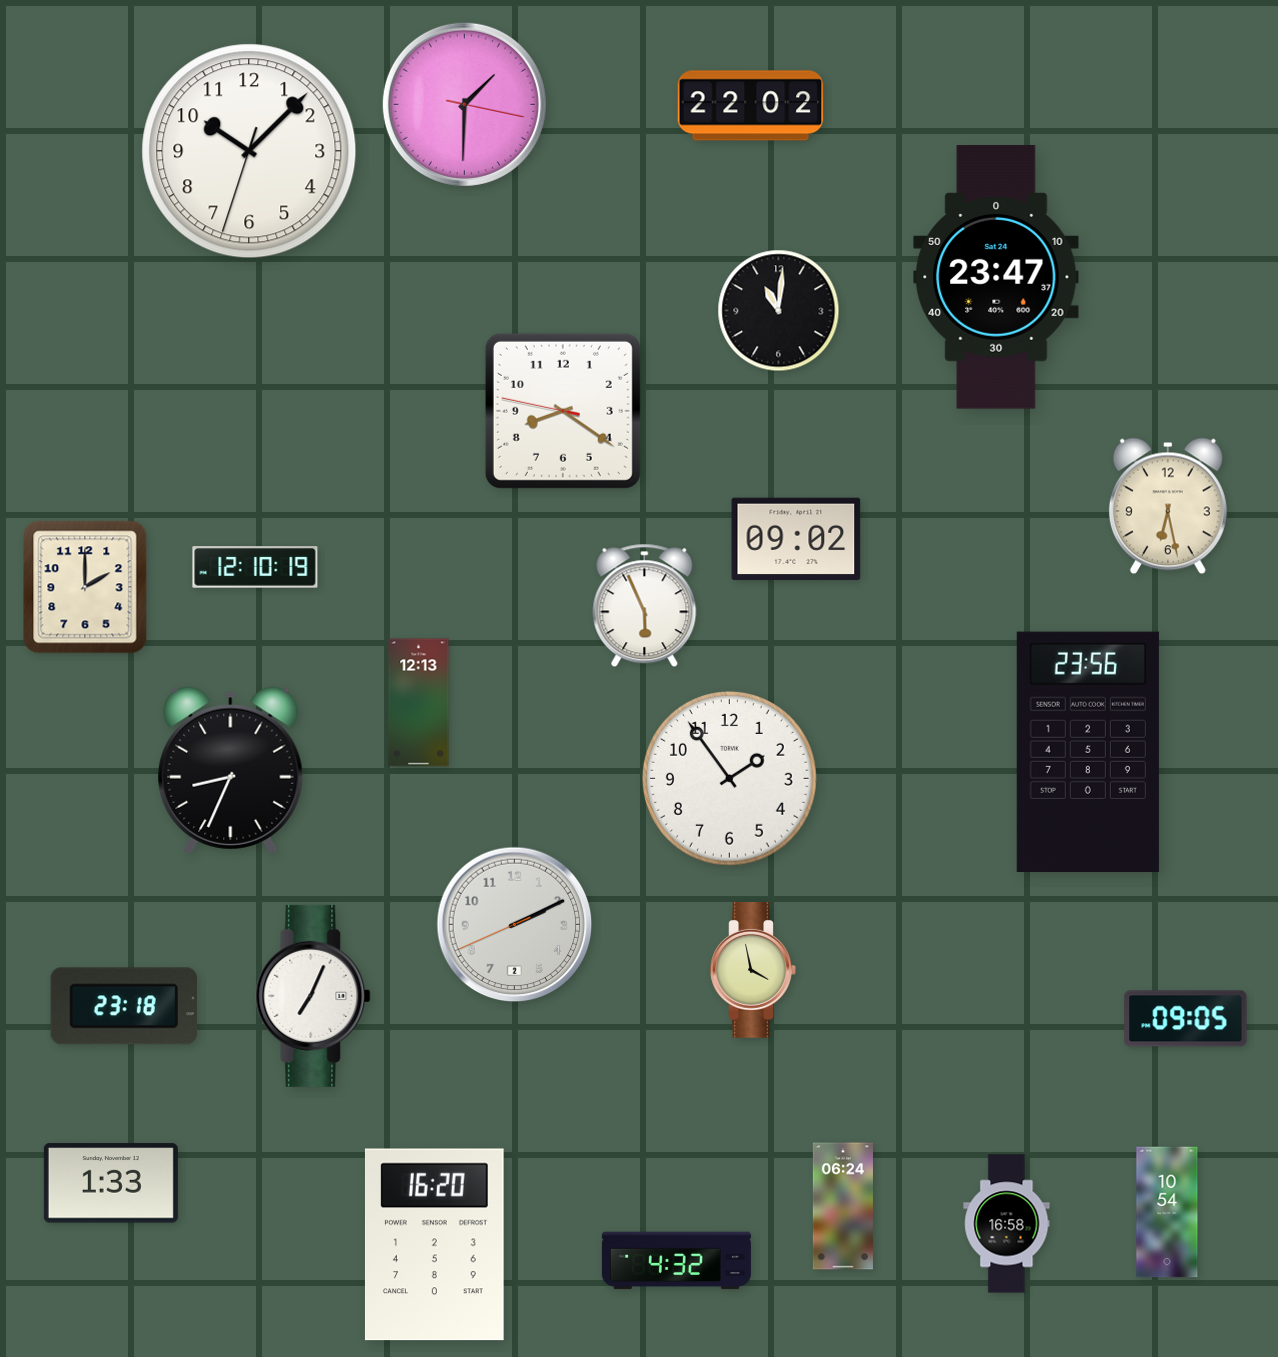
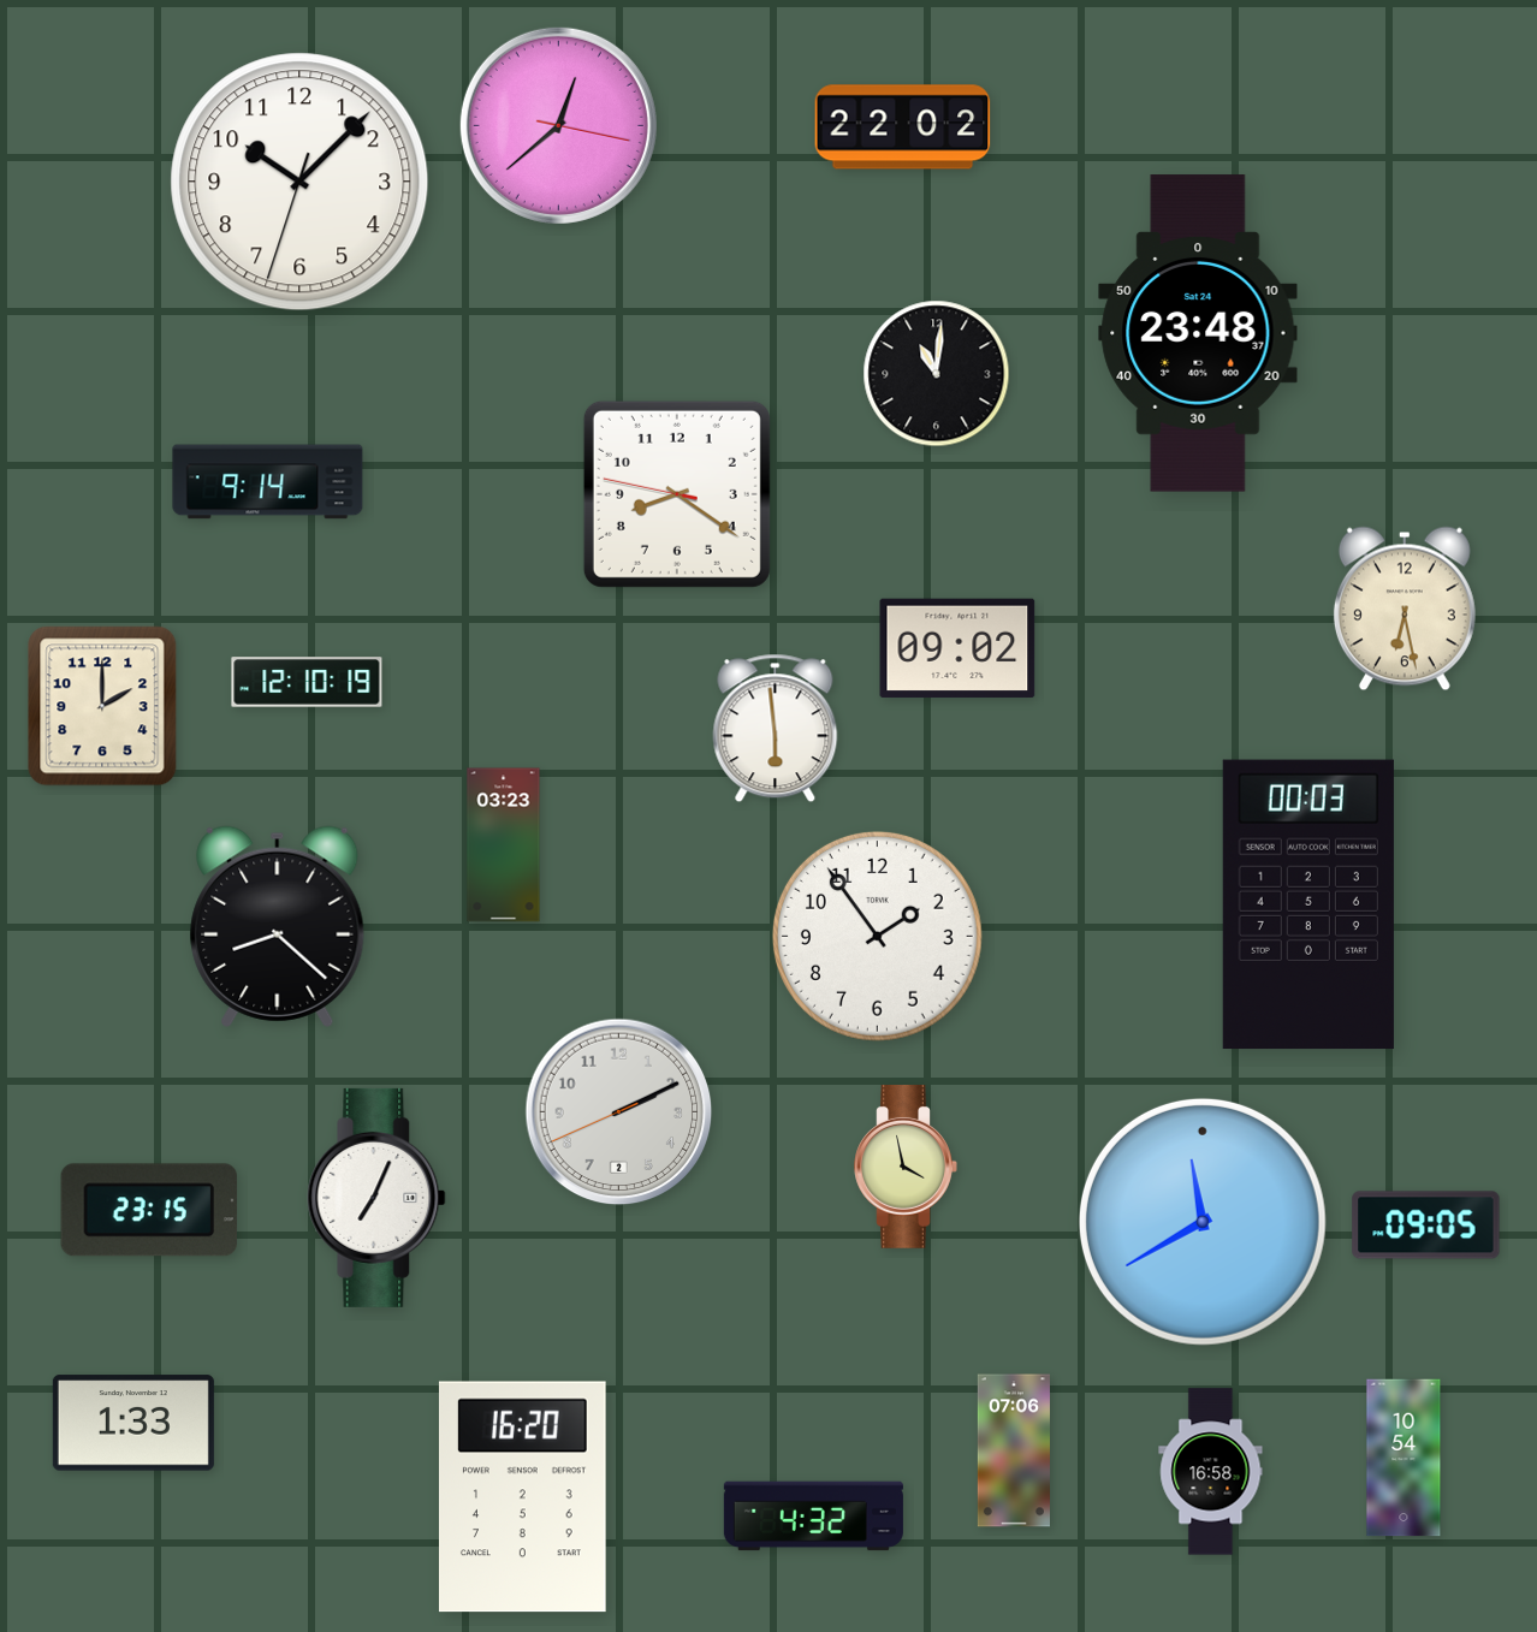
clock at (464, 104): 1:30 -> 12:38
clock at (996, 277): 23:47 -> 23:48
clock at (268, 482): none -> 9:14
clock at (645, 606): 5:56 -> 5:59
clock at (419, 703): 12:13 -> 03:23
clock at (1088, 752): 23:56 -> 00:03
clock at (231, 770): 8:34 -> 8:22
clock at (123, 1006): 23:18 -> 23:15
clock at (1203, 1222): none -> 11:40
clock at (843, 1206): 06:24 -> 07:06
